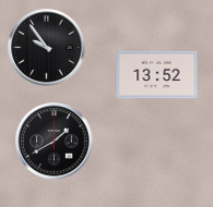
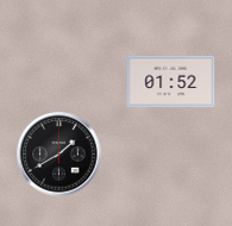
clock at (47, 48): 9:54 -> none
clock at (157, 75): 13:52 -> 01:52
